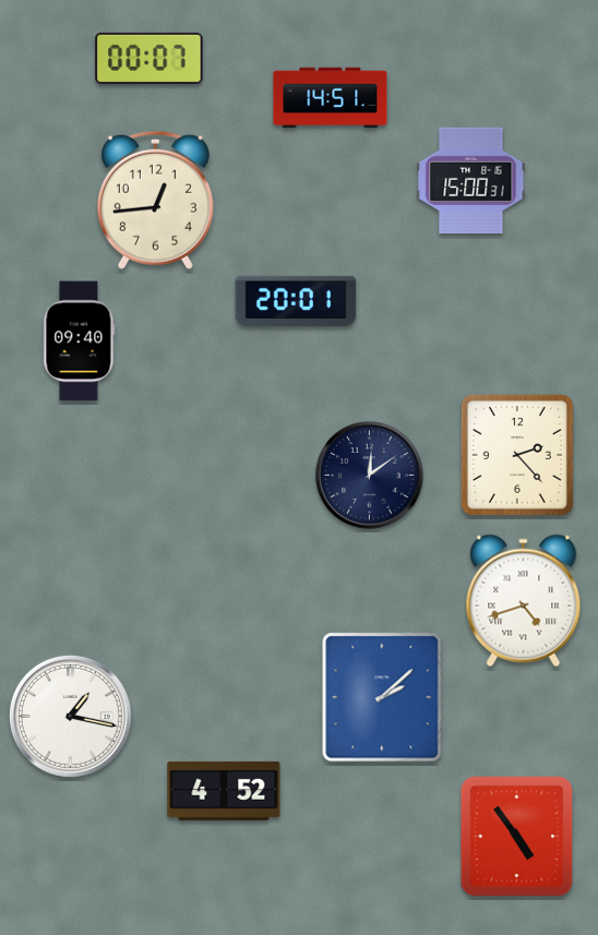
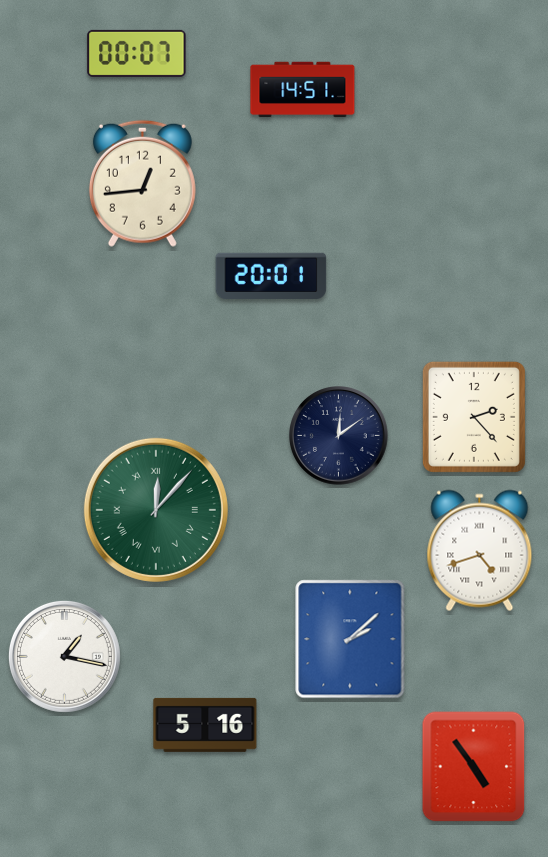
clock at (471, 180): 15:00 -> none
clock at (80, 341): 09:40 -> none
clock at (156, 510): none -> 12:07
clock at (224, 791): 4:52 -> 5:16
